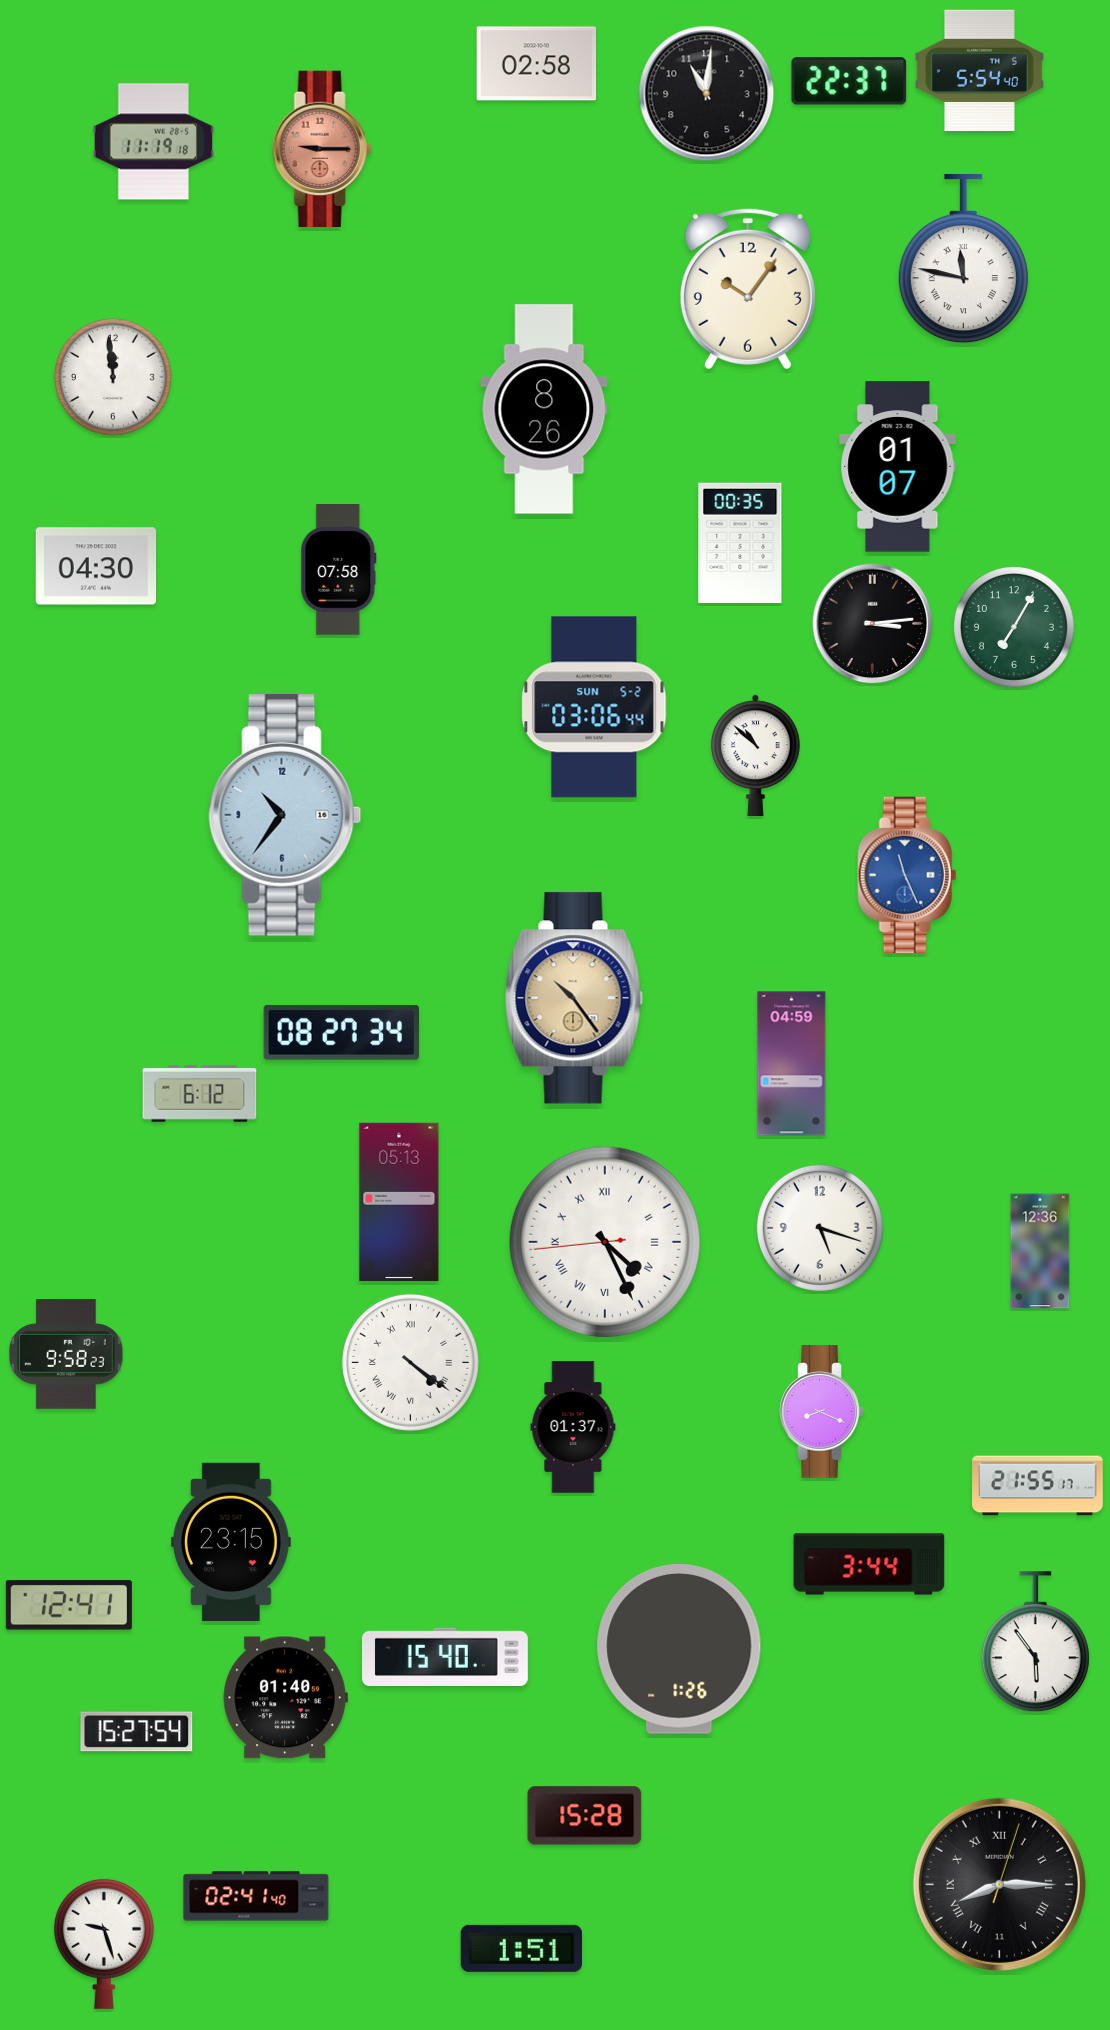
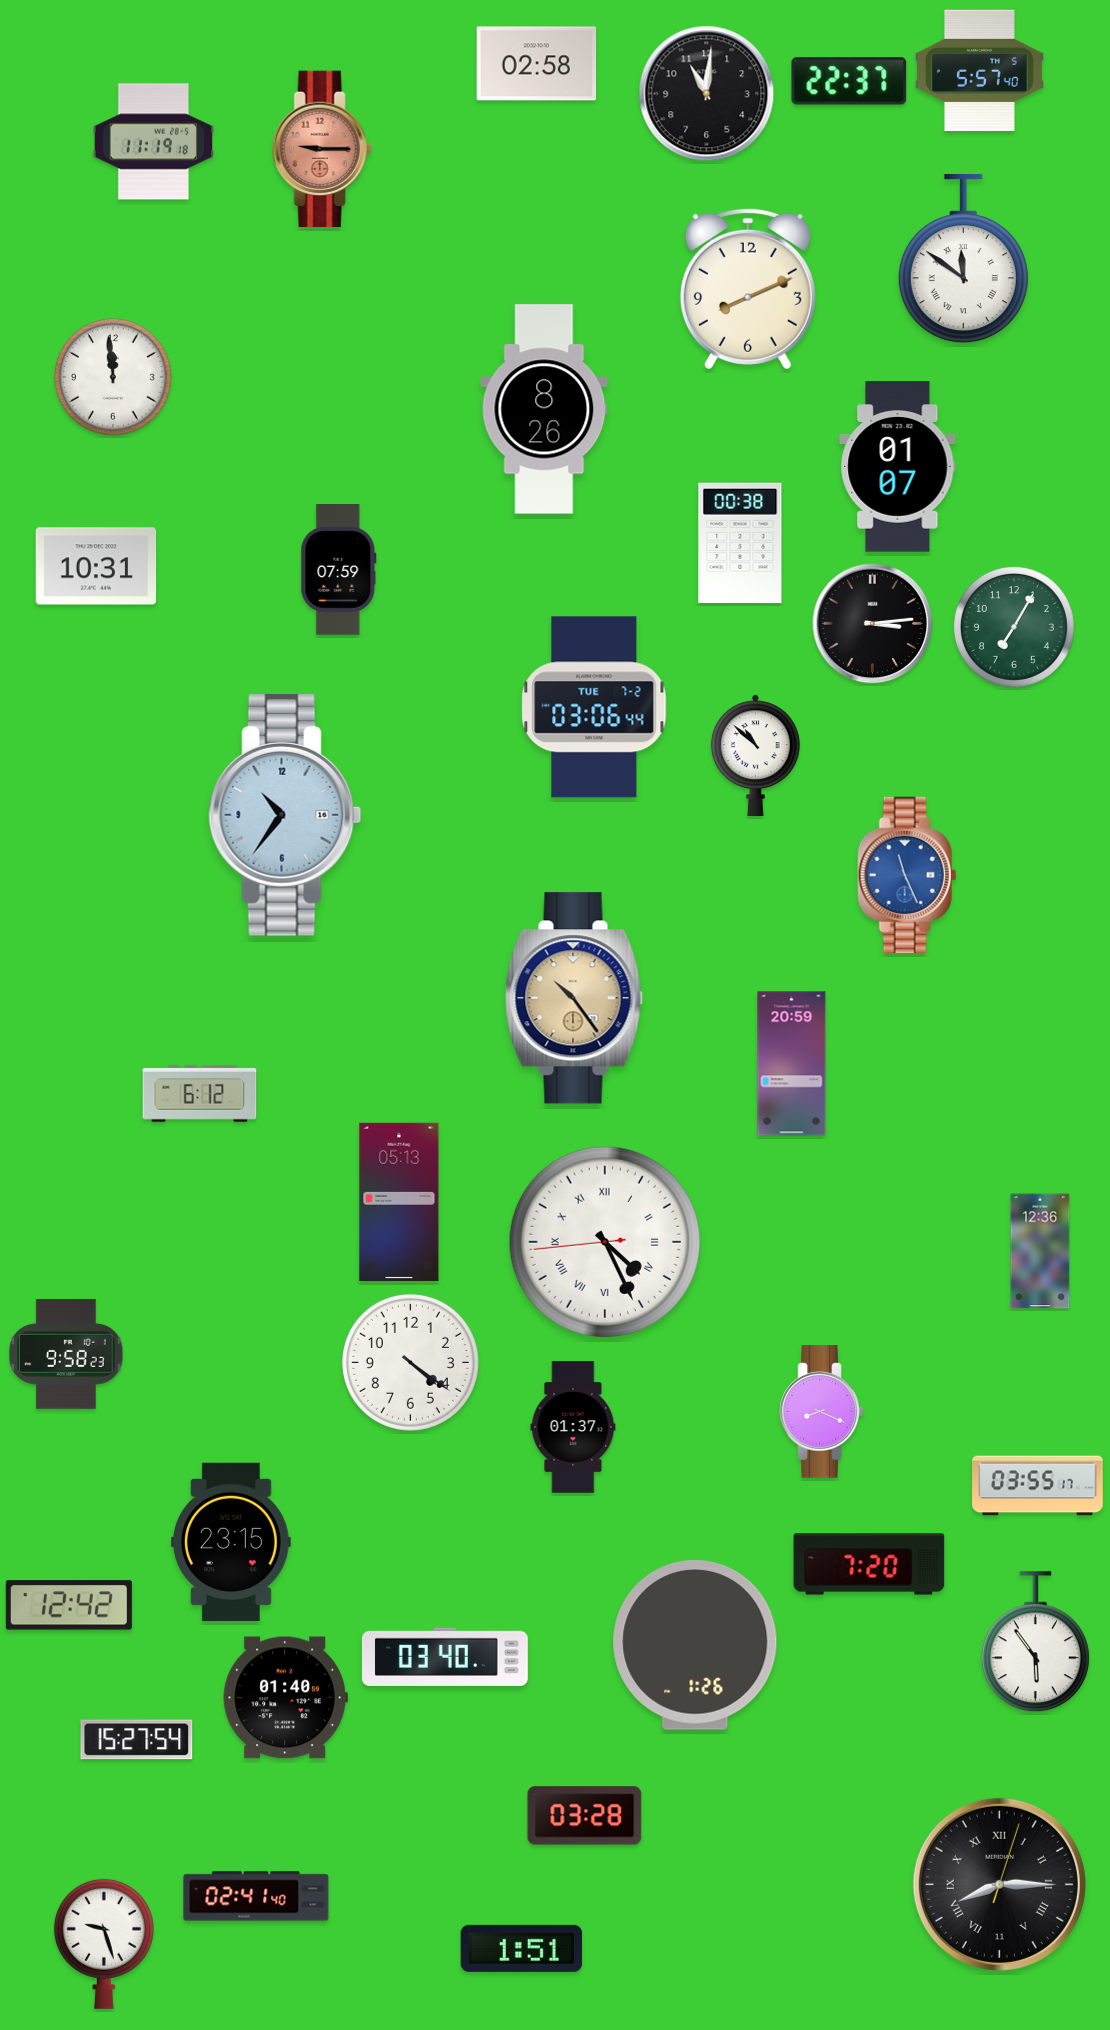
clock at (979, 70): 5:54 -> 5:57
clock at (963, 260): 11:47 -> 11:51
clock at (748, 289): 10:06 -> 8:11
clock at (740, 543): 00:35 -> 00:38
clock at (96, 566): 04:30 -> 10:31
clock at (339, 570): 07:58 -> 07:59
clock at (594, 707) date: SUN 5-2 -> TUE 7-2
clock at (341, 1033): 08:27 -> none
clock at (792, 1064): 04:59 -> 20:59
clock at (820, 1228): 5:18 -> none
clock at (410, 1362) numerals: Roman -> Arabic
clock at (1038, 1486): 21:55 -> 03:55
clock at (869, 1564): 3:44 -> 7:20
clock at (69, 1605): 12:41 -> 12:42
clock at (679, 1650) position: (679, 1650) -> (695, 1646)
clock at (445, 1657): 15:40 -> 03:40
clock at (137, 1732) position: (137, 1732) -> (137, 1740)
clock at (585, 1816): 15:28 -> 03:28
